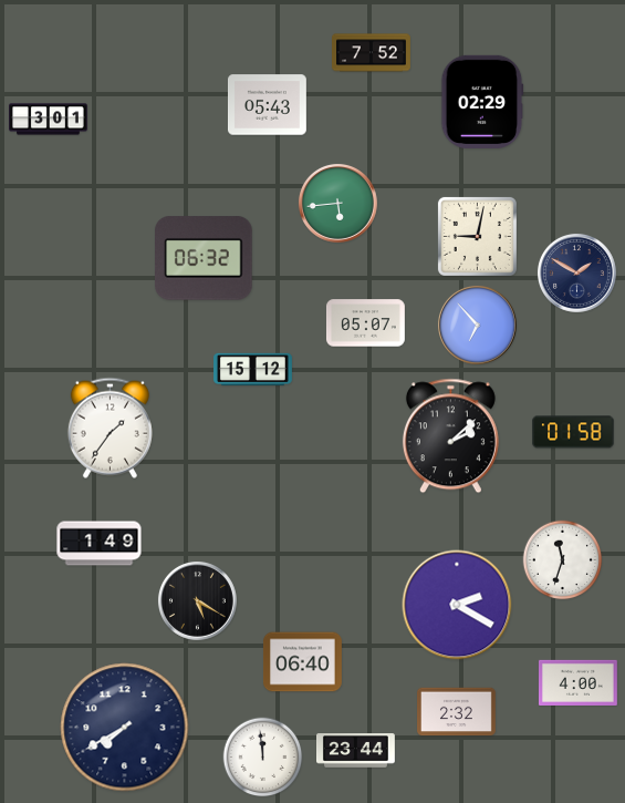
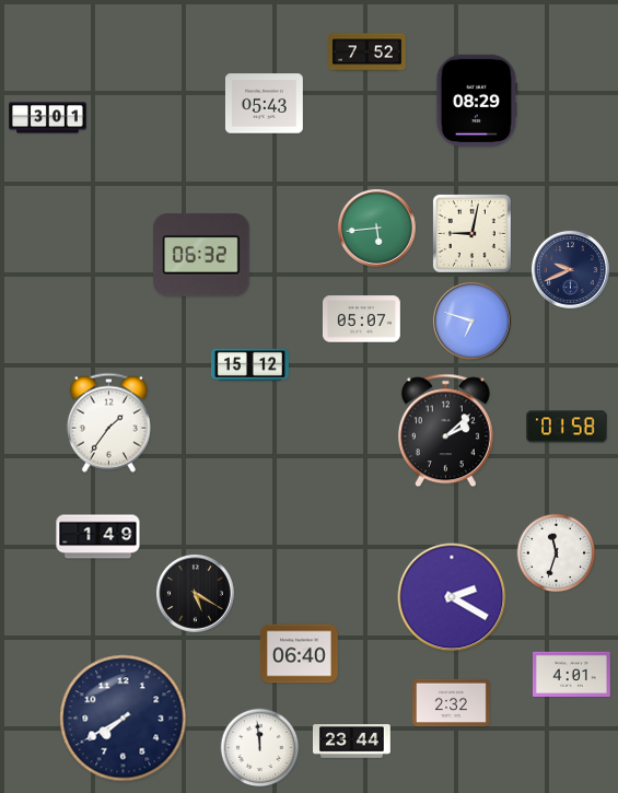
clock at (482, 102): 02:29 -> 08:29
clock at (338, 204) position: (338, 204) -> (377, 229)
clock at (577, 274): 1:50 -> 9:41
clock at (478, 326): 6:53 -> 6:48
clock at (577, 682): 4:00 -> 4:01
